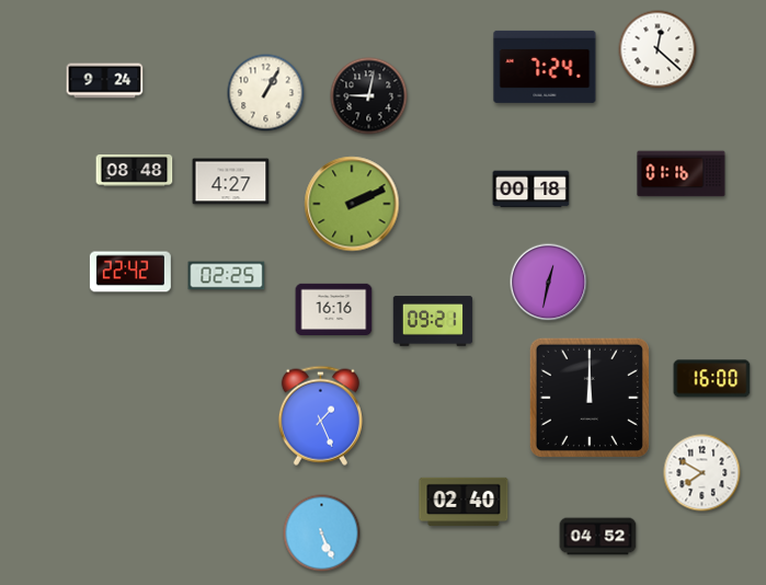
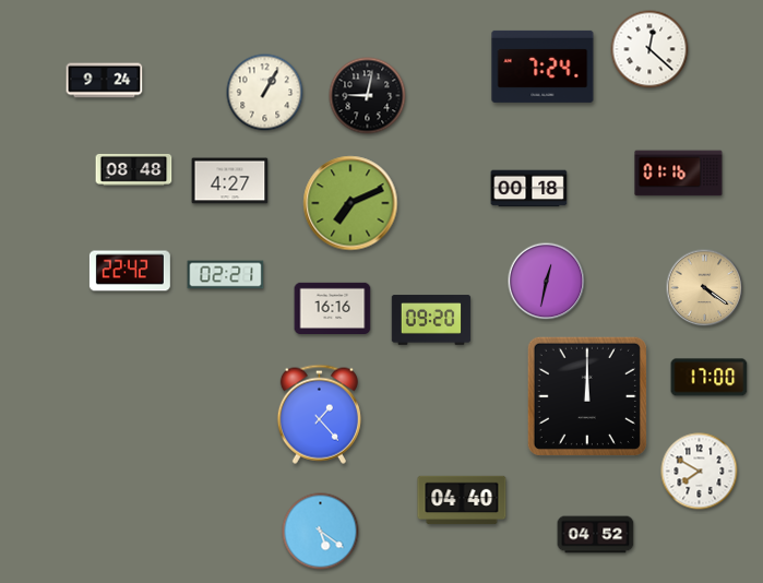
clock at (658, 49) position: (658, 49) -> (649, 49)
clock at (352, 204): 2:11 -> 7:11
clock at (227, 276): 02:25 -> 02:21
clock at (705, 288): none -> 4:21
clock at (433, 321): 09:21 -> 09:20
clock at (712, 379): 16:00 -> 17:00
clock at (320, 415): 1:26 -> 1:23
clock at (464, 502): 02:40 -> 04:40
clock at (322, 534): 5:26 -> 5:21
